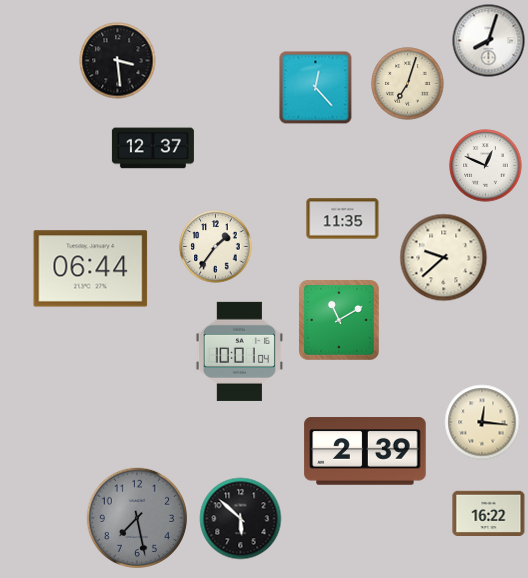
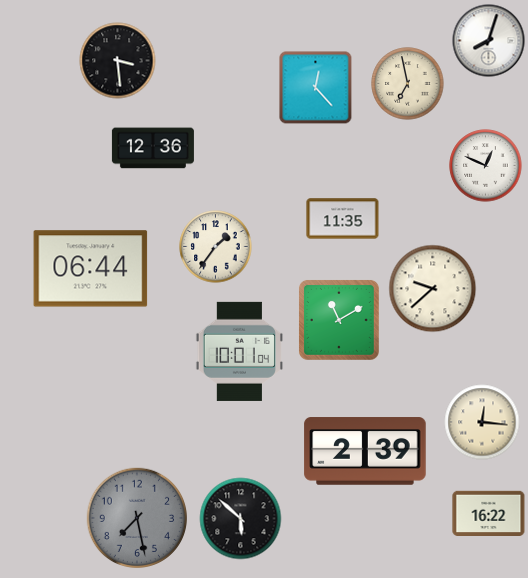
clock at (408, 84): 7:03 -> 6:58
clock at (153, 148): 12:37 -> 12:36
clock at (444, 258) position: (444, 258) -> (433, 289)
